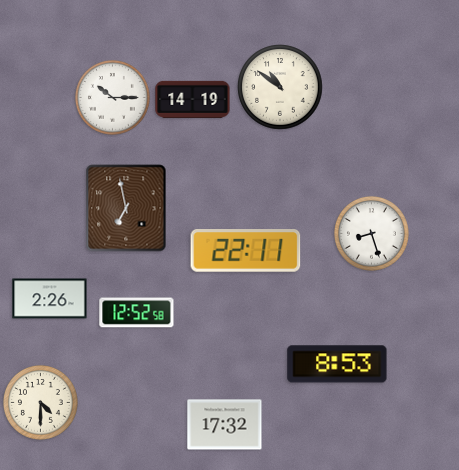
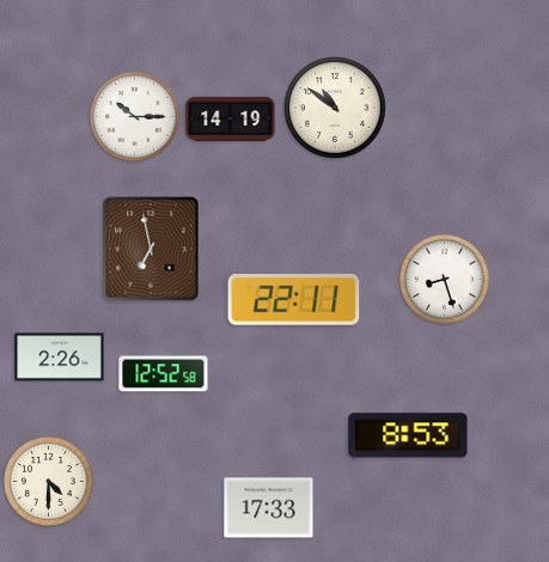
clock at (280, 87) position: (280, 87) -> (335, 108)
clock at (337, 364) position: (337, 364) -> (408, 435)
clock at (225, 425): 17:32 -> 17:33
